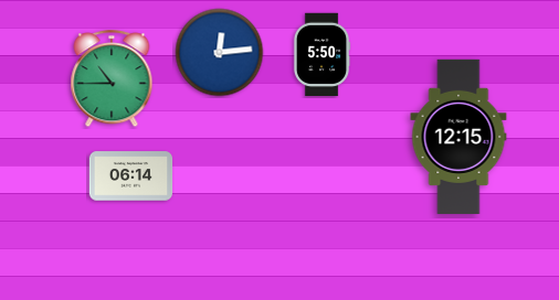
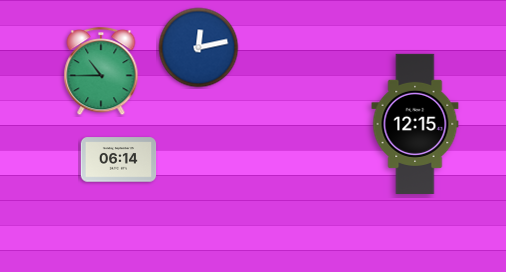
clock at (220, 53): 12:14 -> 12:13
clock at (321, 55): 5:50 -> none
